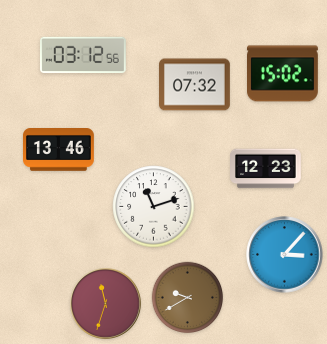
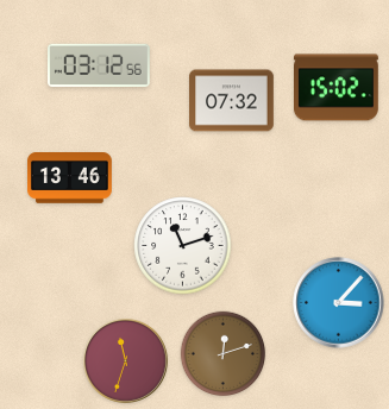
clock at (266, 169): 12:23 -> none
clock at (188, 298): 9:40 -> 12:12
